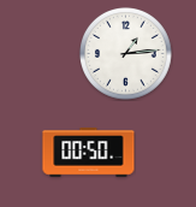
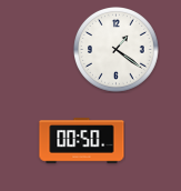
clock at (126, 54): 1:14 -> 1:21
